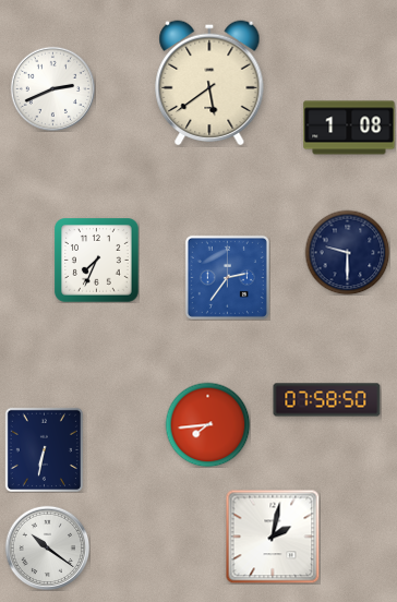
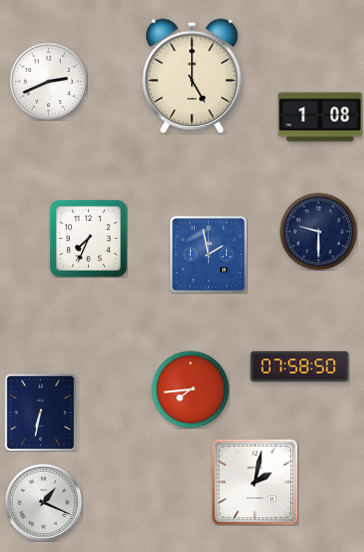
clock at (209, 83): 5:39 -> 5:00
clock at (227, 277): 2:36 -> 1:58
clock at (273, 537) position: (273, 537) -> (255, 482)
clock at (47, 547): 10:21 -> 1:19
